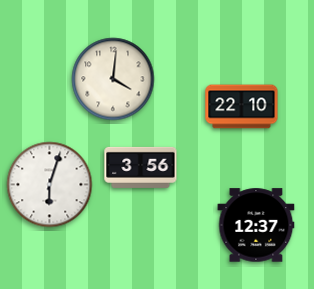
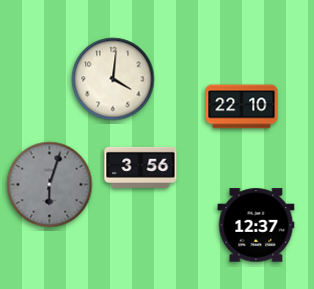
clock at (50, 185) dial: white -> grey
